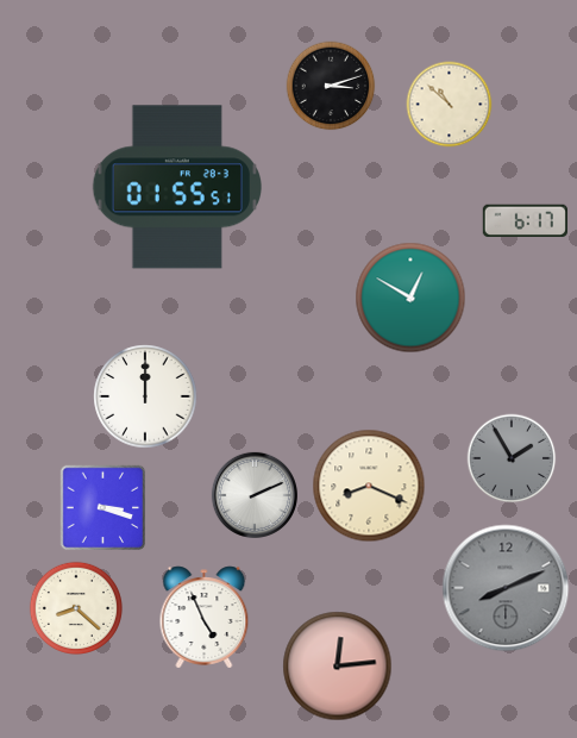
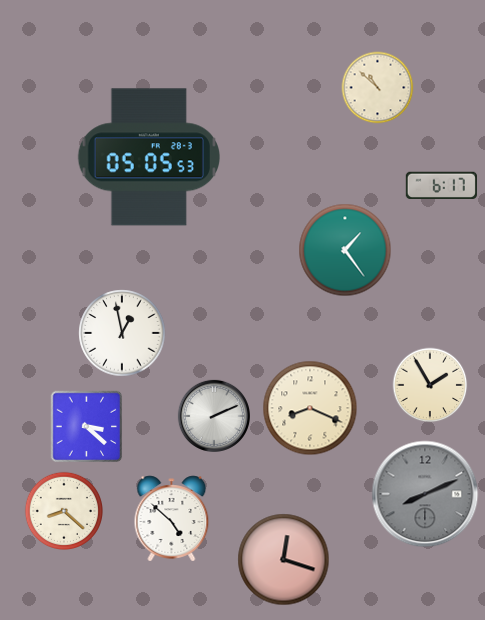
clock at (331, 86): 3:12 -> none
clock at (176, 187): 01:55 -> 05:05
clock at (410, 298): 12:50 -> 1:24
clock at (145, 396): 12:00 -> 12:58
clock at (512, 458) dial: grey -> cream
clock at (104, 508): 3:18 -> 3:22
clock at (205, 618): 4:56 -> 4:52
clock at (338, 667): 12:14 -> 12:18
